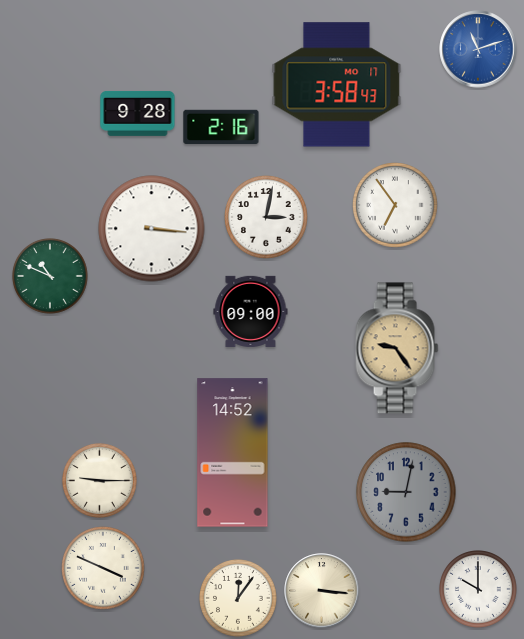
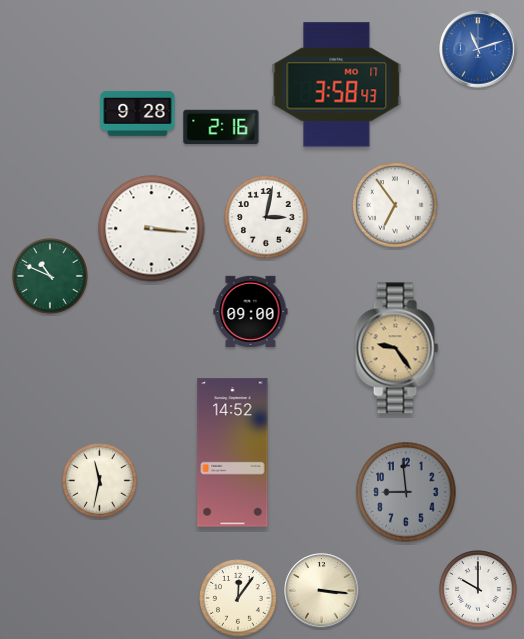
clock at (99, 480): 9:15 -> 11:32
clock at (406, 492): 9:02 -> 8:59
clock at (103, 568): 3:49 -> none
